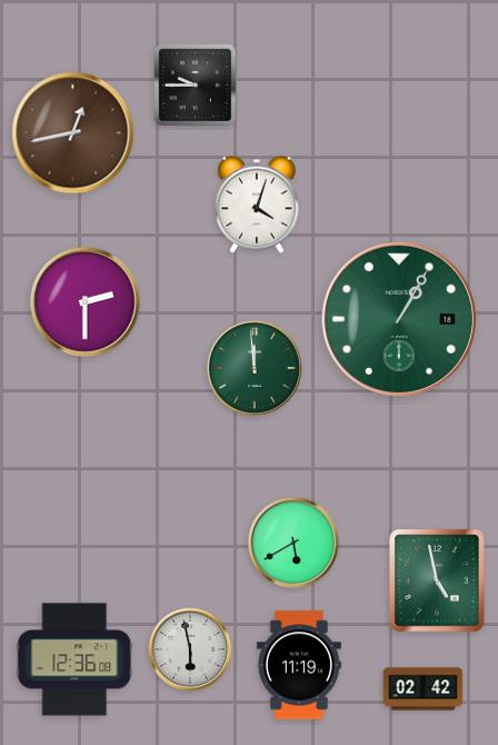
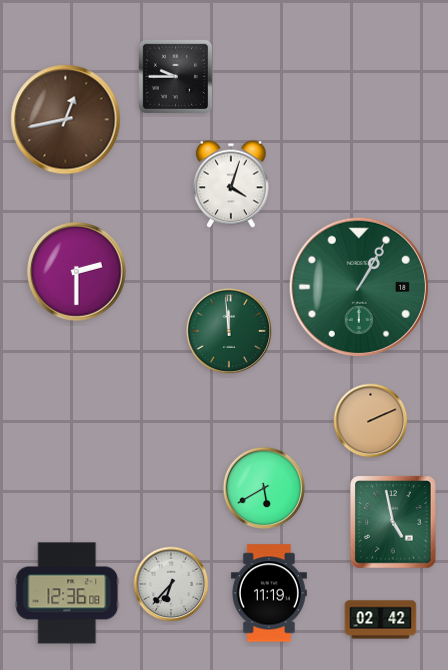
clock at (371, 421): none -> 2:11
clock at (190, 649): 5:58 -> 6:37
clock at (299, 665) position: (299, 665) -> (269, 593)
